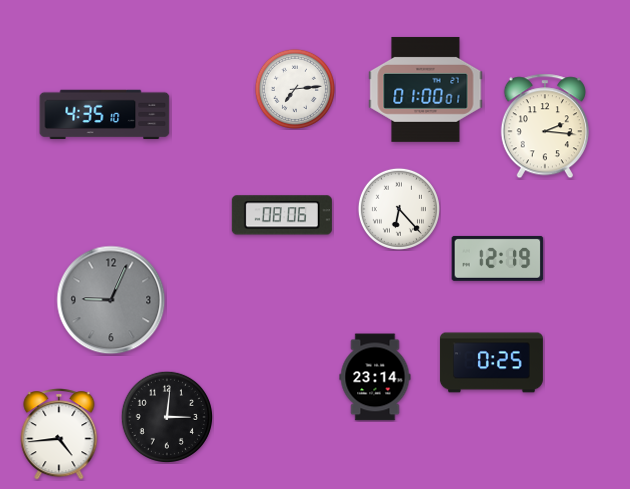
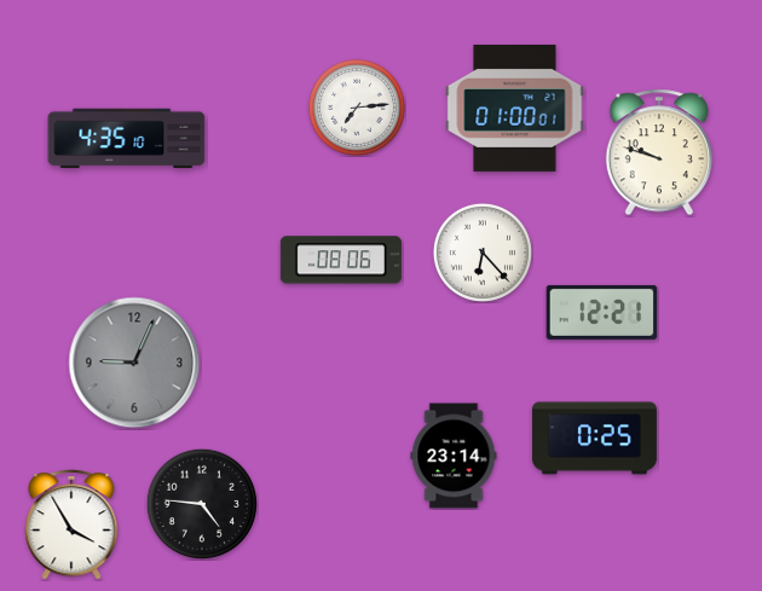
clock at (545, 126): 2:16 -> 9:48
clock at (498, 258): 12:19 -> 12:21
clock at (166, 416): 3:01 -> 4:46
clock at (59, 434): 4:44 -> 3:55
